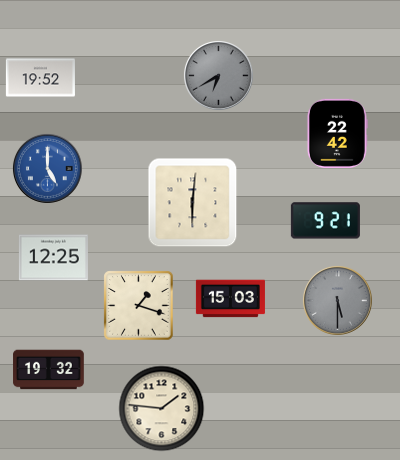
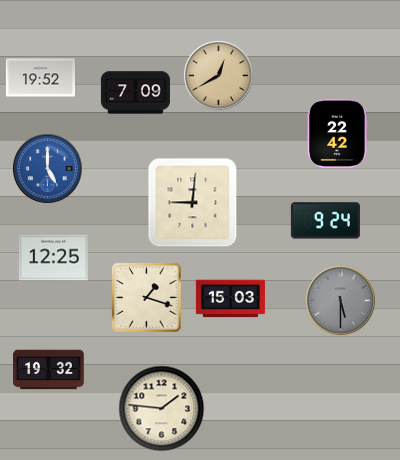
clock at (218, 75): 6:40 -> 12:40
clock at (218, 75) dial: grey -> champagne
clock at (135, 93): none -> 7:09
clock at (193, 203): 6:01 -> 9:01
clock at (325, 221): 9:21 -> 9:24
clock at (337, 300) position: (337, 300) -> (340, 300)
clock at (139, 306) position: (139, 306) -> (147, 298)
